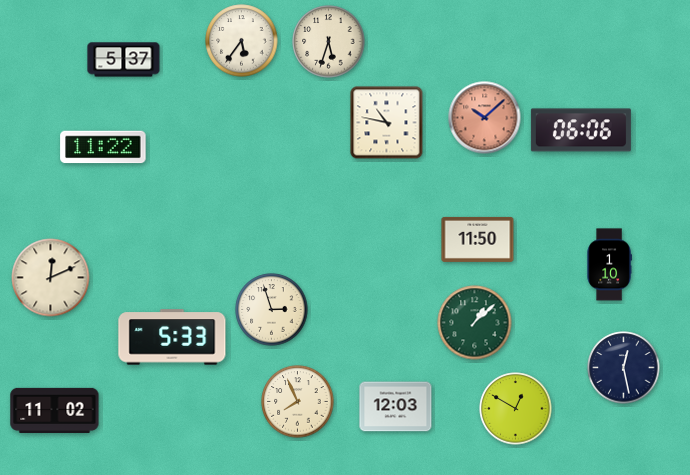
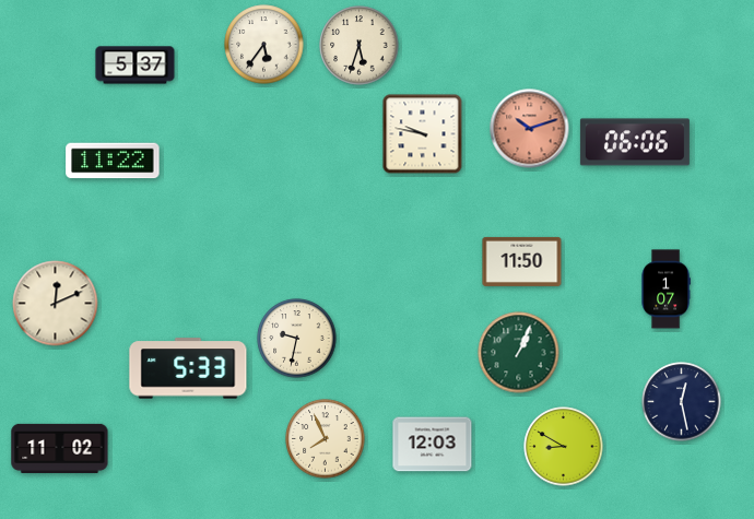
clock at (485, 118): 10:08 -> 10:12
clock at (387, 123): 10:47 -> 9:47
clock at (609, 265): 1:10 -> 1:07
clock at (272, 310): 2:57 -> 9:32
clock at (475, 323): 1:08 -> 1:04
clock at (516, 409): 12:50 -> 8:50
